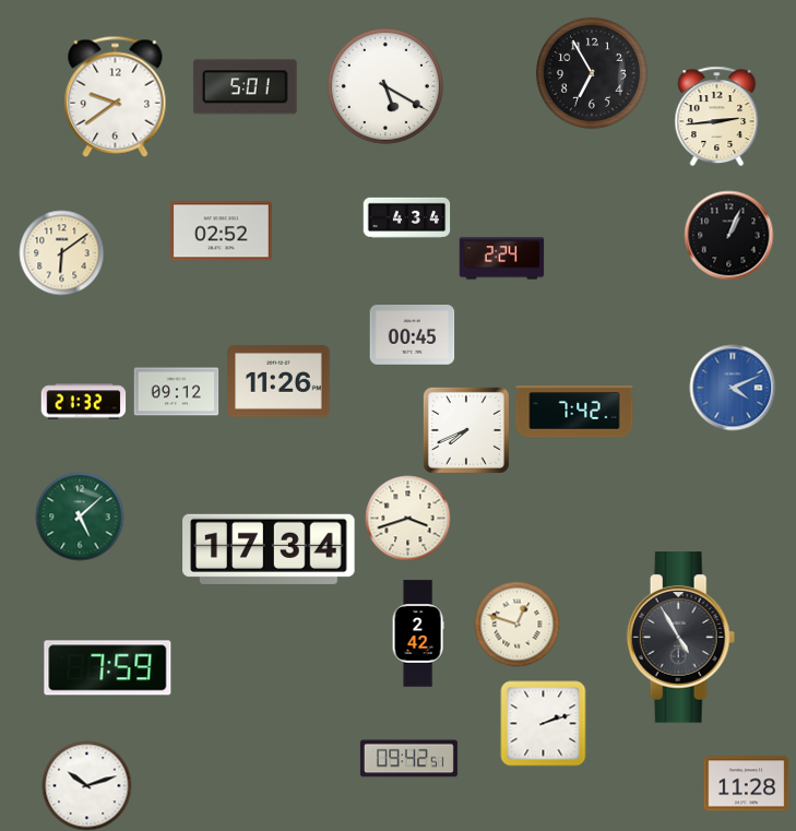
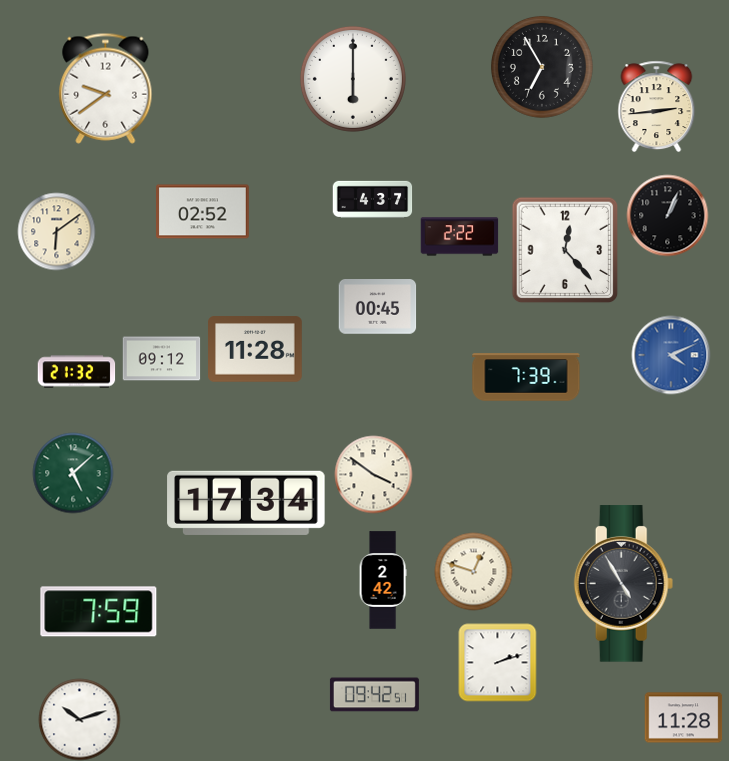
clock at (385, 86): 5:20 -> 6:00
clock at (245, 87): 5:01 -> none
clock at (406, 217): 4:34 -> 4:37
clock at (501, 259): 2:24 -> 2:22
clock at (565, 250): none -> 12:23
clock at (280, 381): 11:26 -> 11:28
clock at (83, 402) position: (83, 402) -> (76, 372)
clock at (574, 412): 7:42 -> 7:39
clock at (466, 430): 7:41 -> none
clock at (407, 518): 3:42 -> 3:51
